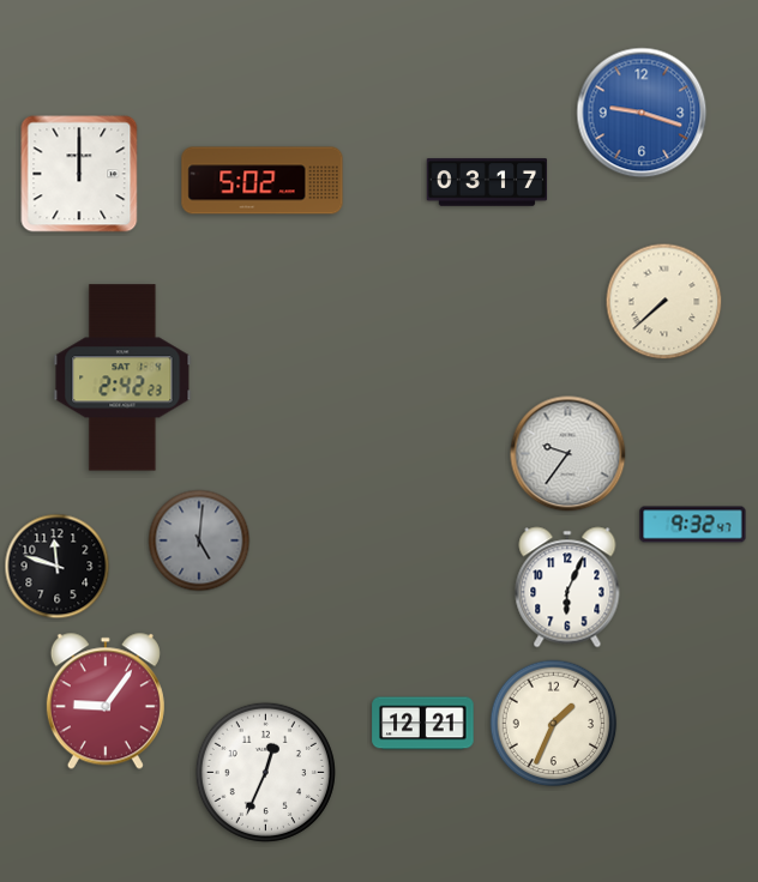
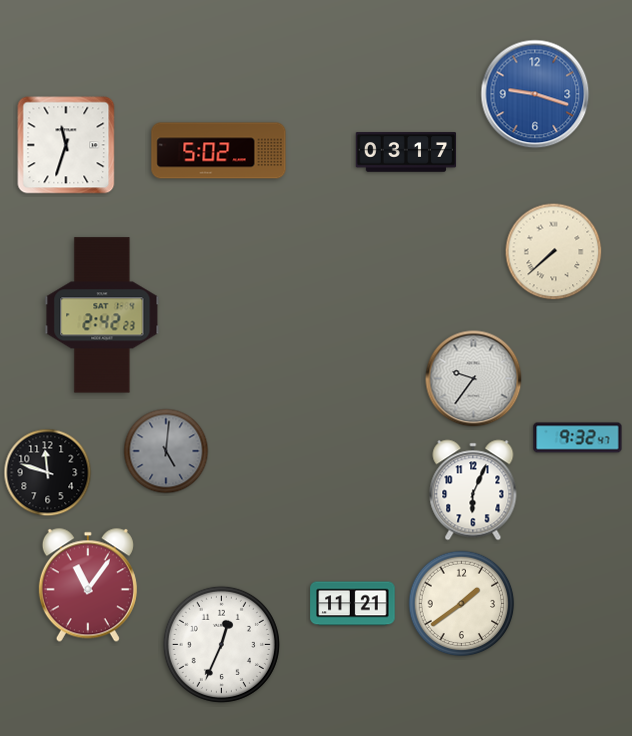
clock at (79, 174): 12:00 -> 11:33
clock at (106, 701): 9:06 -> 11:06
clock at (423, 724): 12:21 -> 11:21
clock at (554, 724): 1:34 -> 1:39
